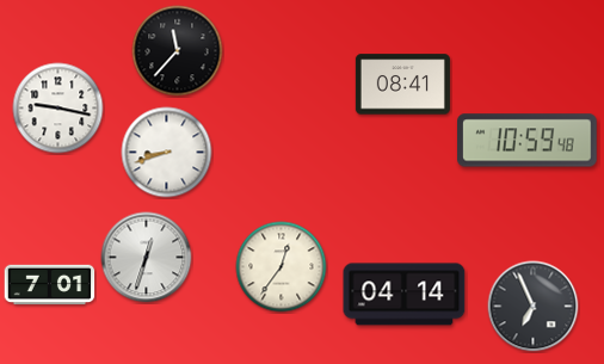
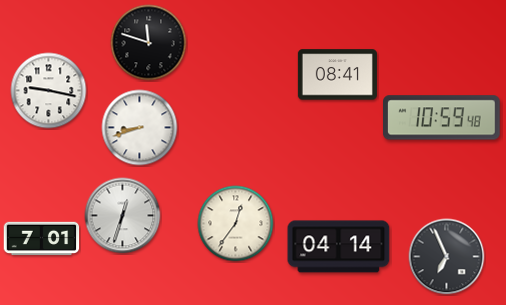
clock at (178, 51): 11:37 -> 11:48
clock at (402, 85) position: (402, 85) -> (337, 75)
